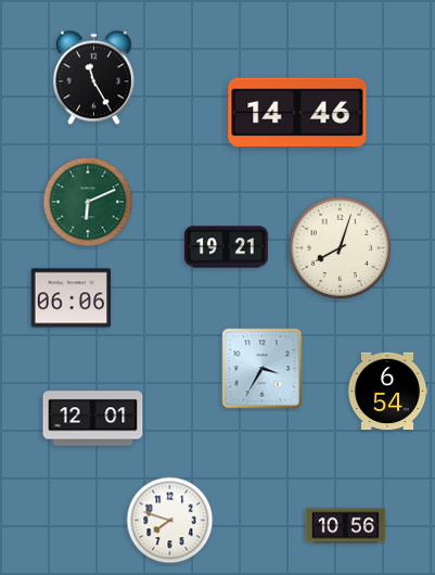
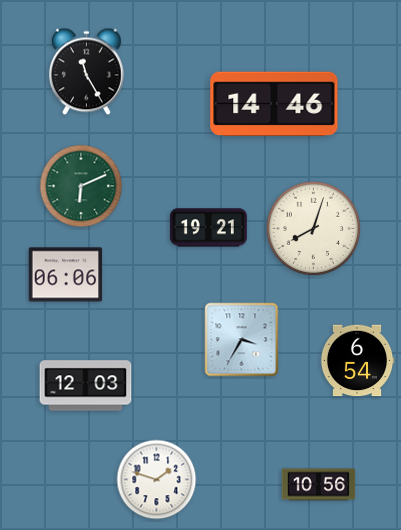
clock at (93, 419): 12:01 -> 12:03
clock at (170, 521): 7:48 -> 1:48
